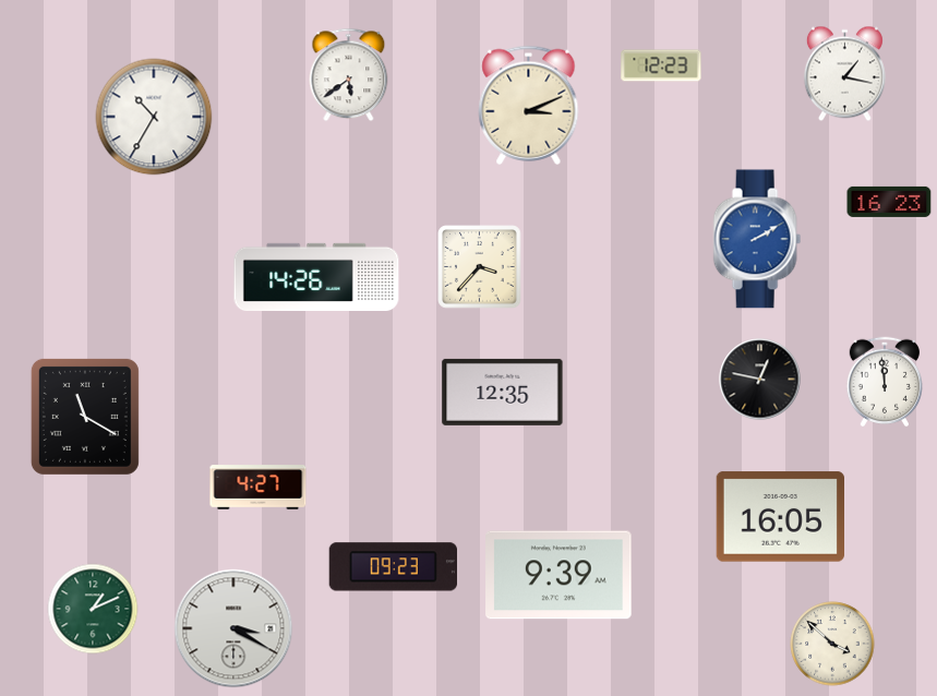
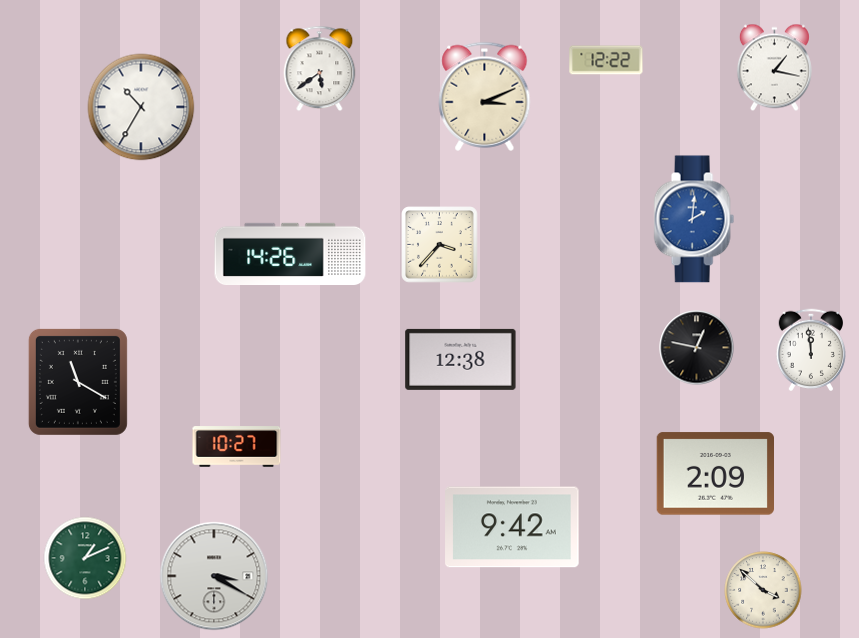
clock at (661, 65): 12:23 -> 12:22
clock at (889, 202): 16:23 -> none
clock at (757, 239): 2:10 -> 2:01
clock at (503, 392): 12:35 -> 12:38
clock at (259, 488): 4:27 -> 10:27
clock at (780, 517): 16:05 -> 2:09
clock at (393, 567): 09:23 -> none
clock at (558, 575): 9:39 -> 9:42
